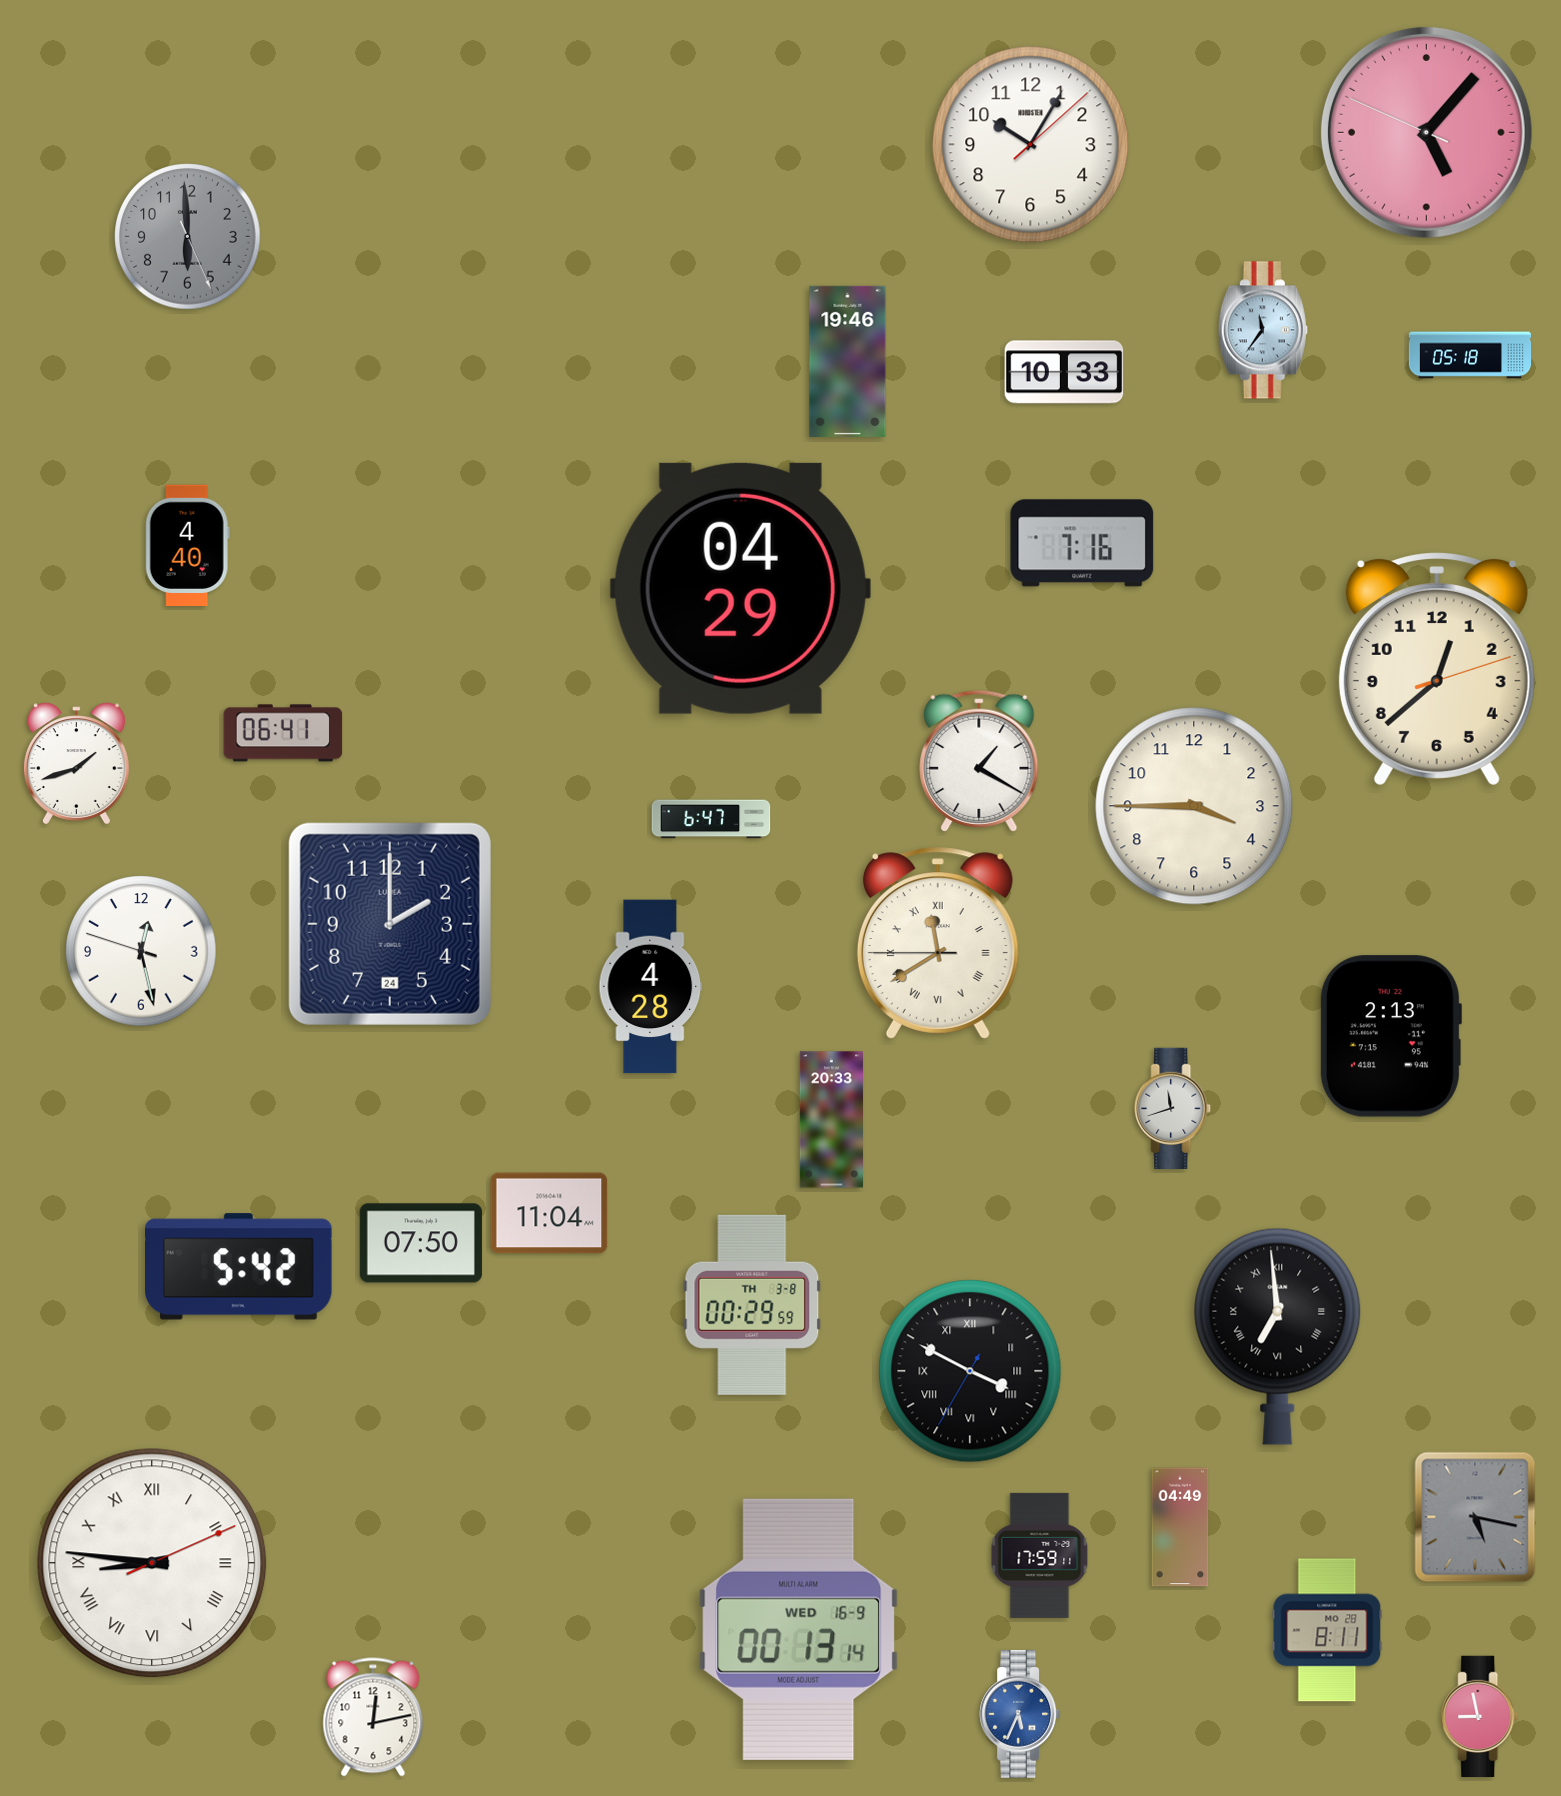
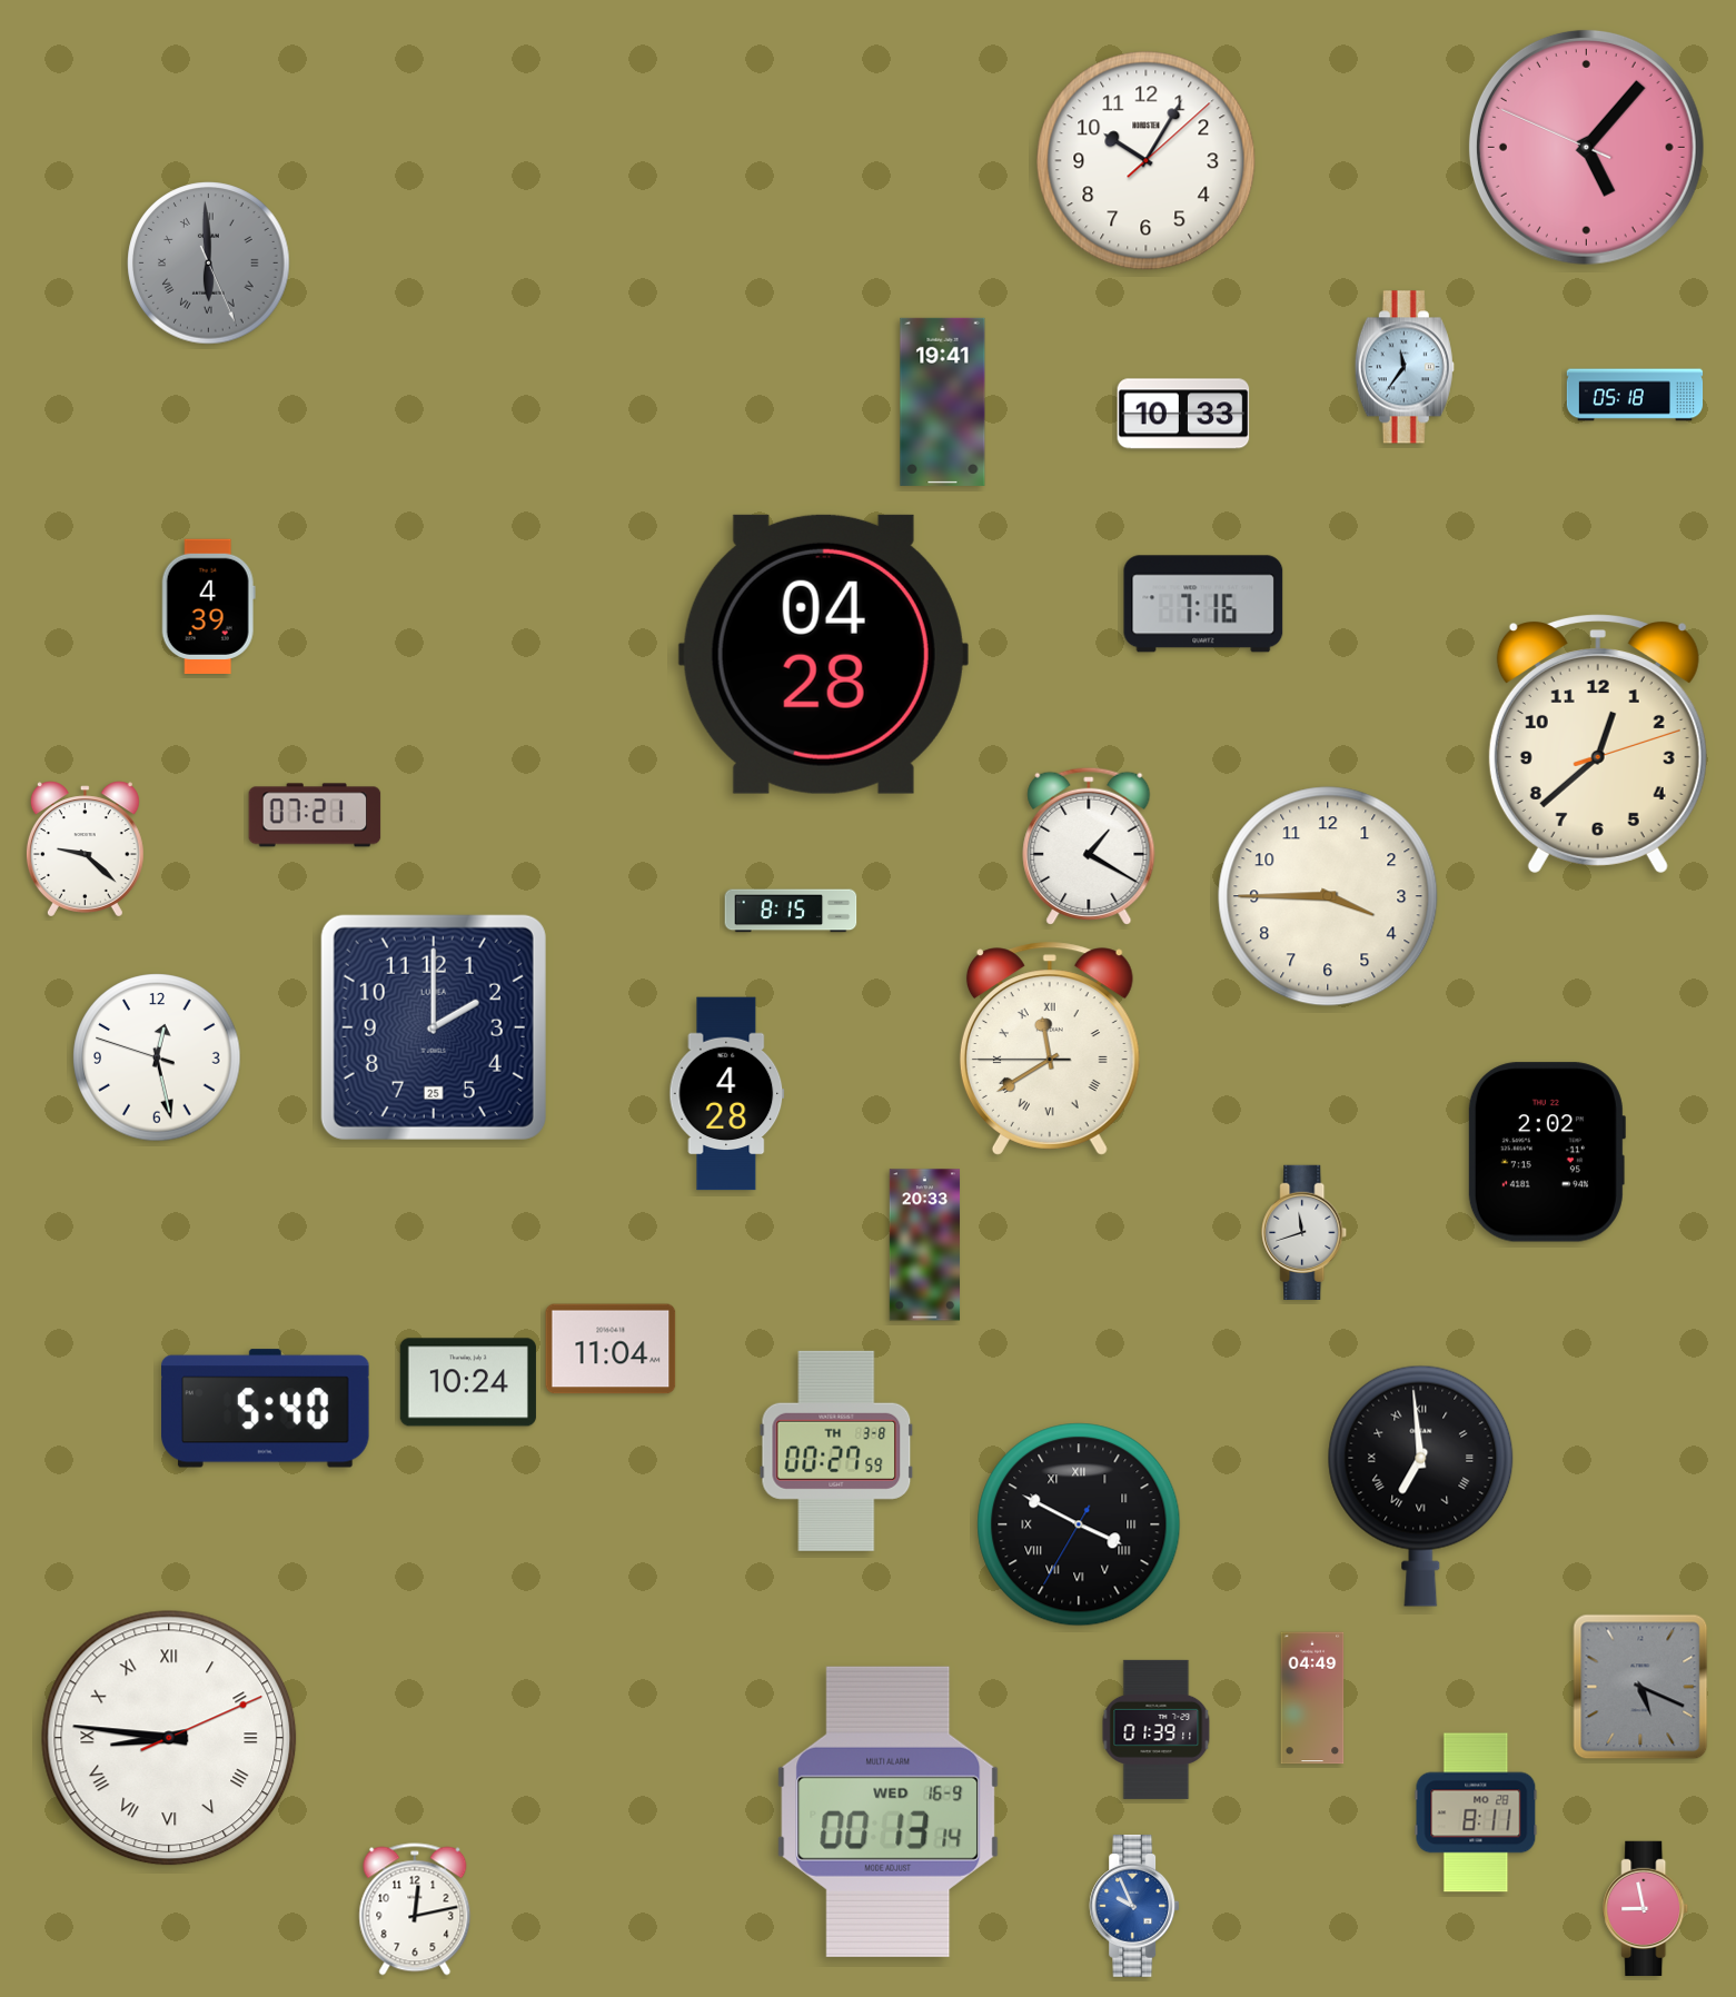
clock at (188, 237) numerals: Arabic -> Roman
clock at (848, 361): 19:46 -> 19:41
clock at (187, 545): 4:40 -> 4:39
clock at (740, 588): 04:29 -> 04:28
clock at (283, 733): 06:41 -> 07:21
clock at (76, 764): 1:42 -> 9:22
clock at (711, 819): 6:47 -> 8:15
clock at (390, 924) date: 24 -> 25
clock at (938, 943) position: (938, 943) -> (1050, 1049)
clock at (651, 987) position: (651, 987) -> (727, 1094)
clock at (1390, 1036): 2:13 -> 2:02
clock at (421, 1243): 07:50 -> 10:24
clock at (239, 1267): 5:42 -> 5:40
clock at (752, 1305): 00:29 -> 00:27
clock at (1475, 1517): 5:17 -> 5:19
clock at (1040, 1555): 17:59 -> 01:39
clock at (1020, 1714): 5:34 -> 9:56
